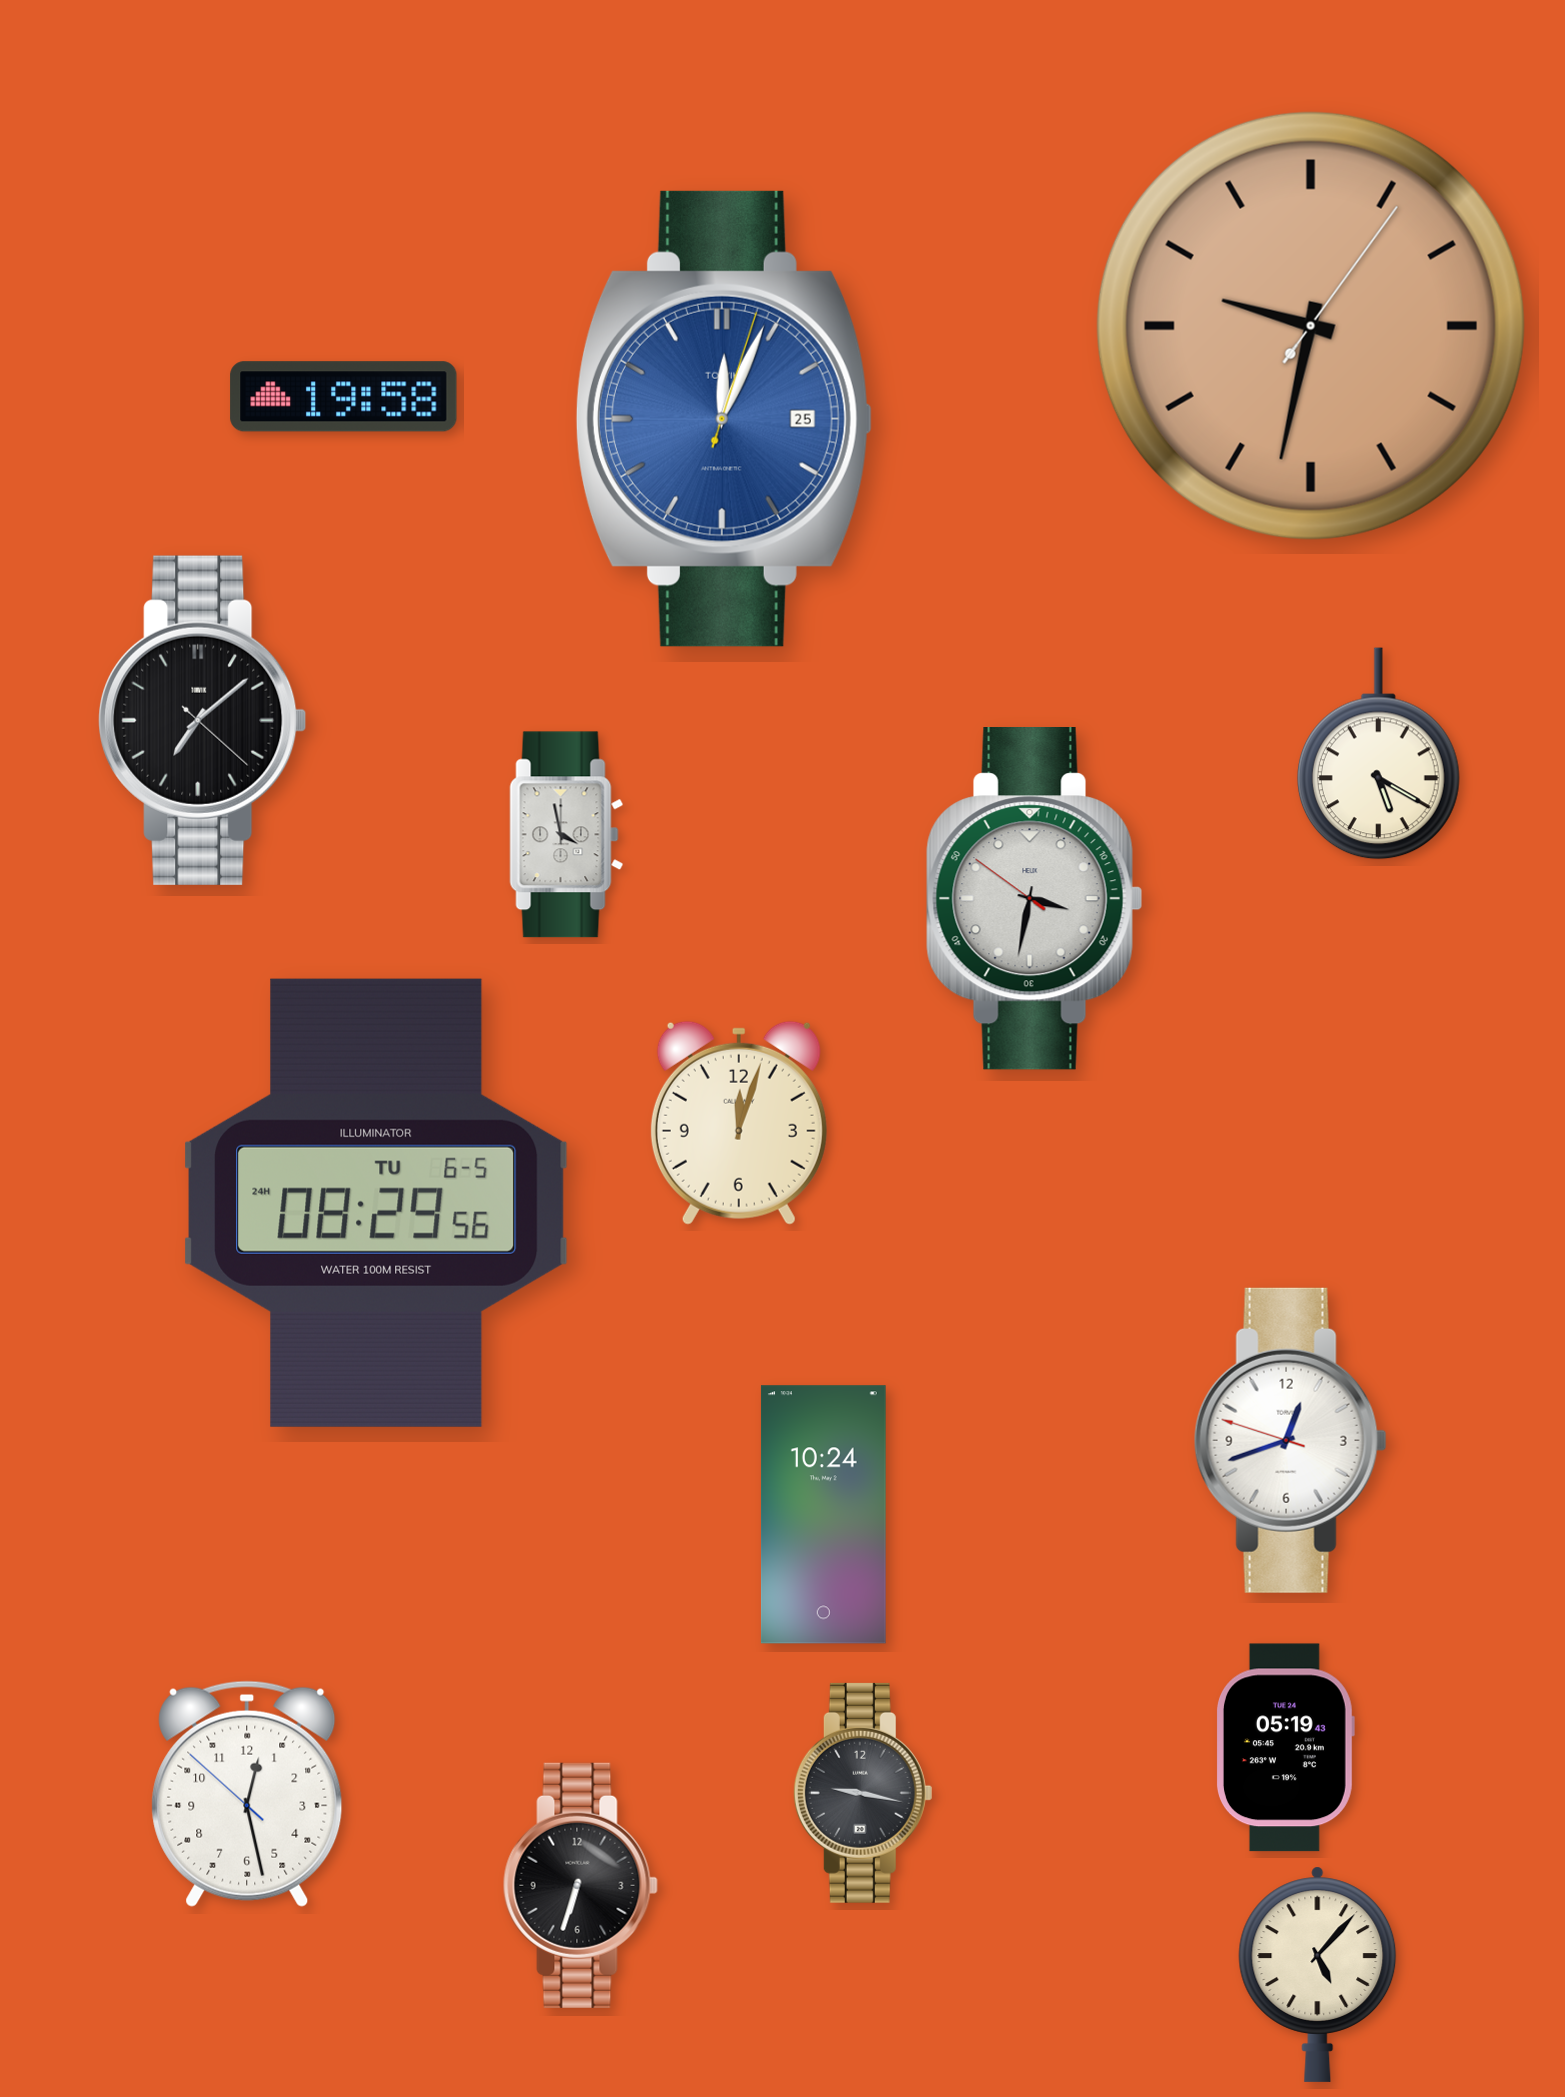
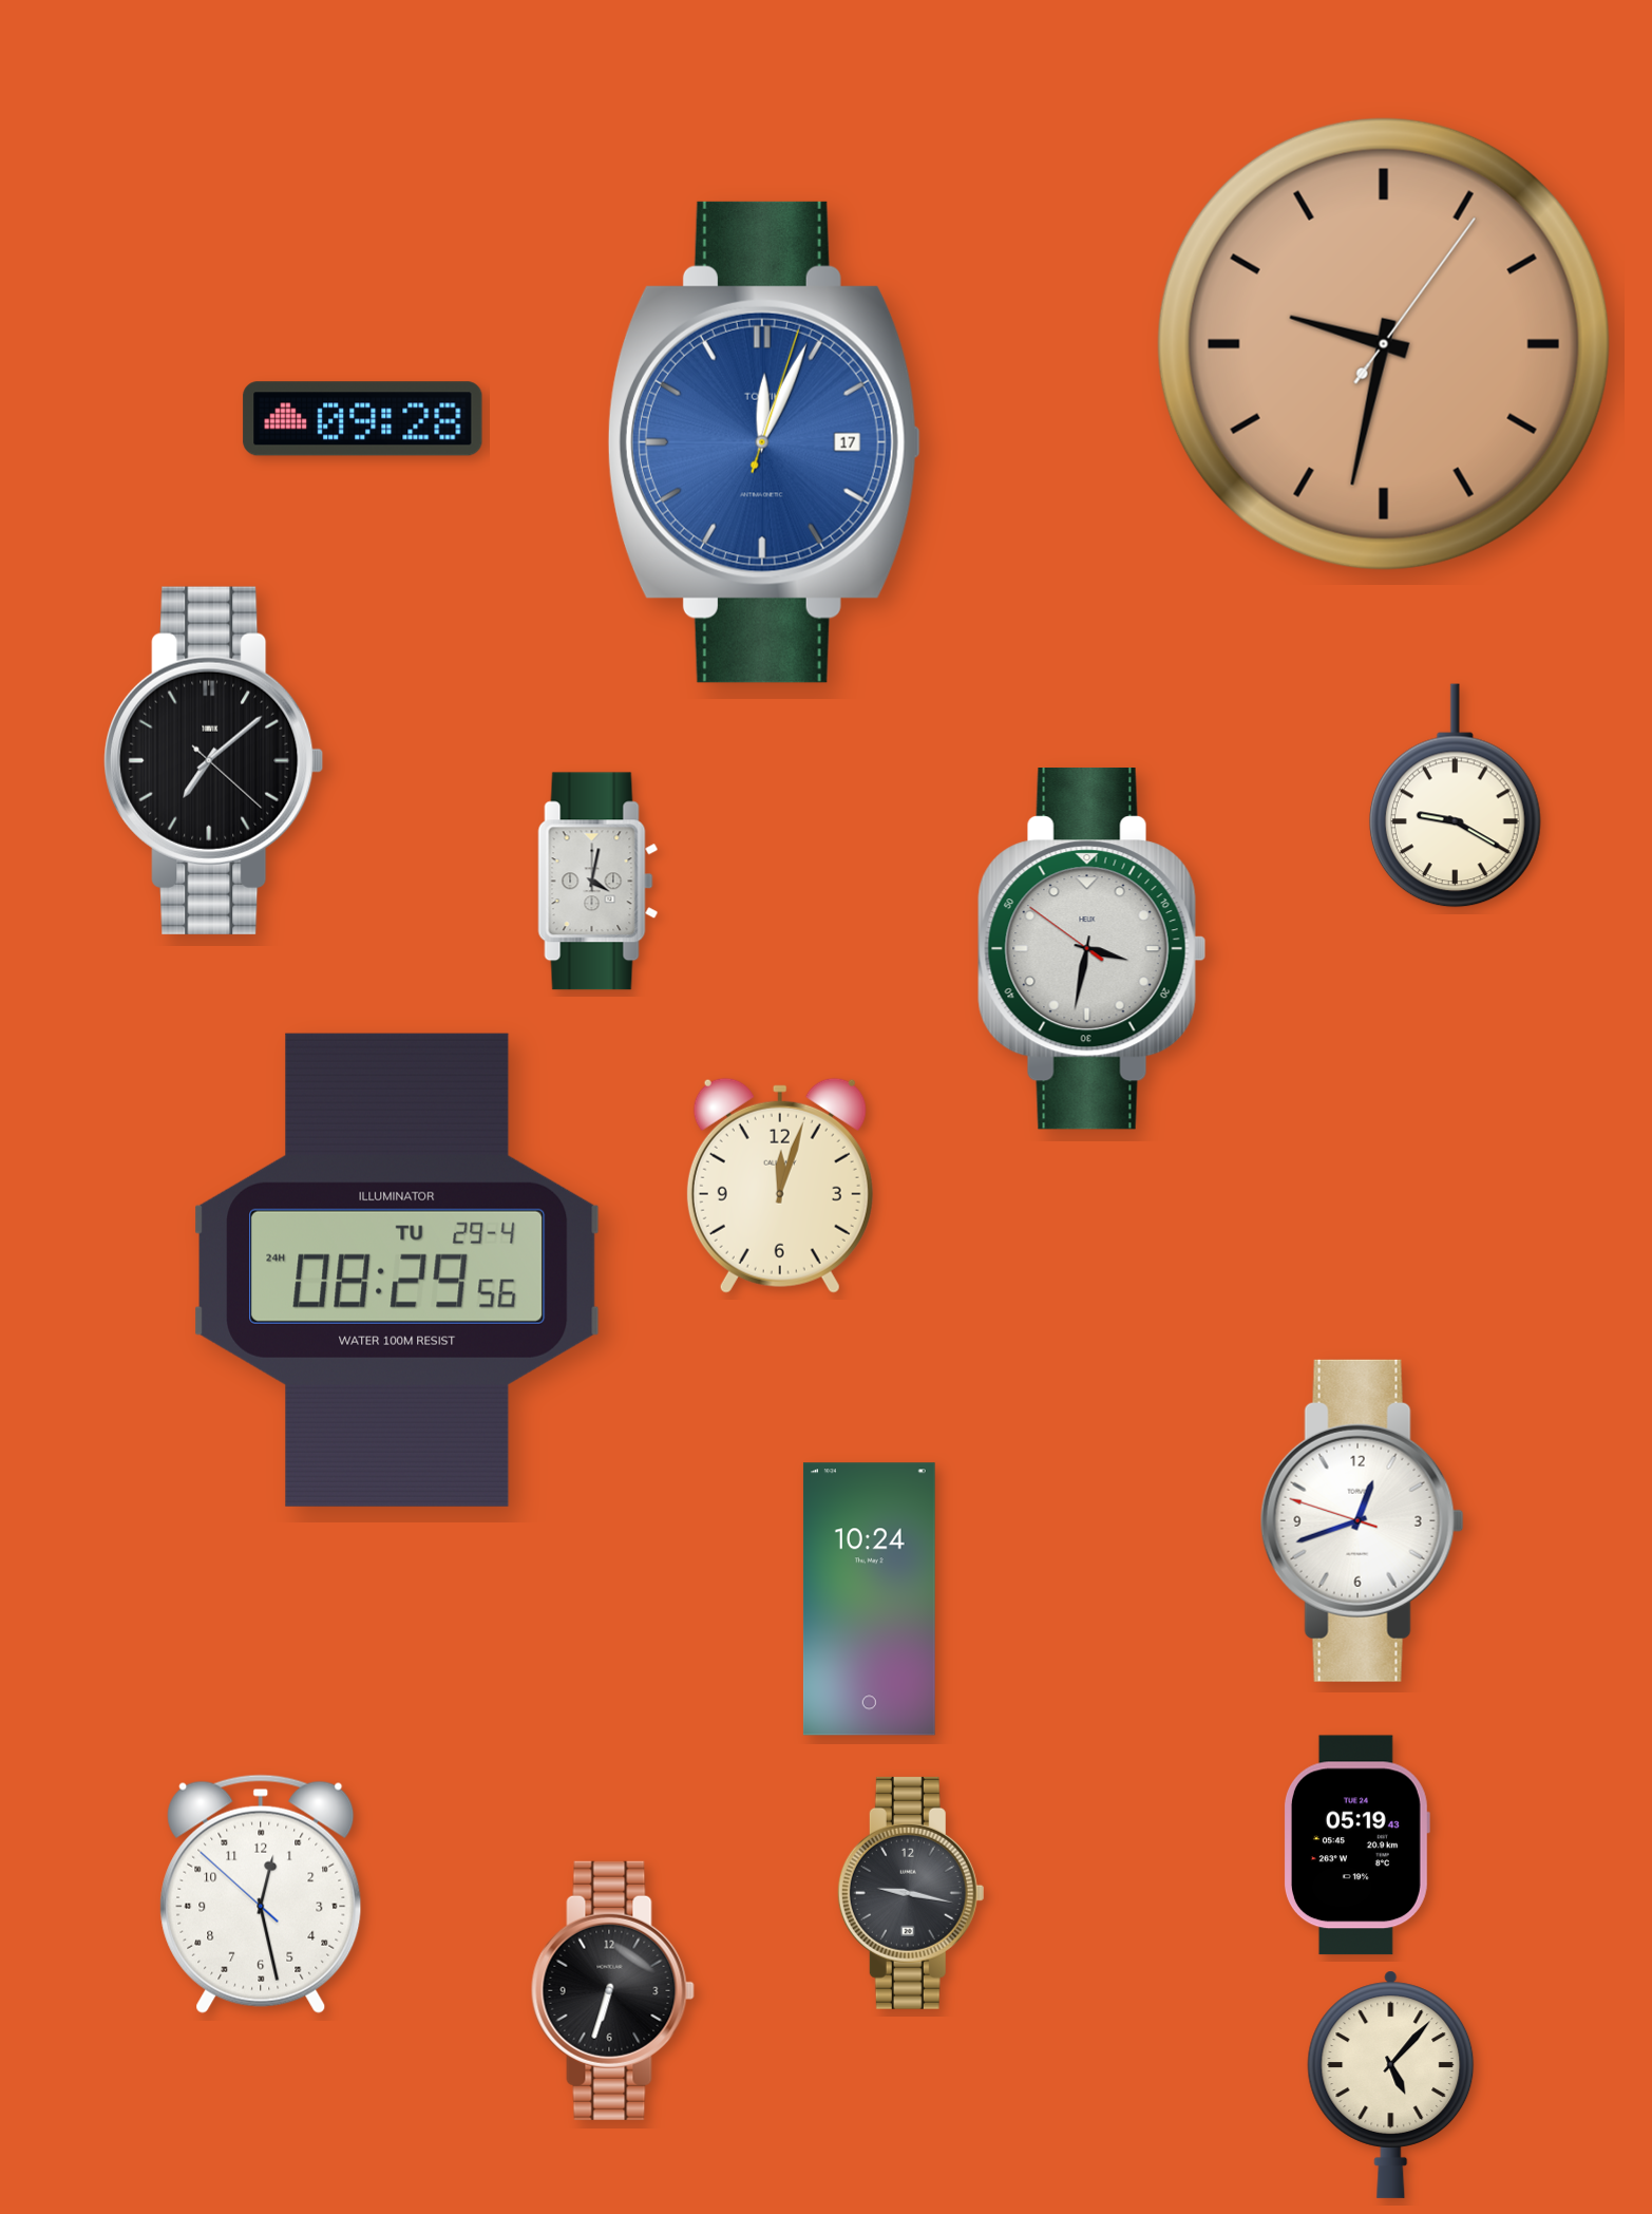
clock at (344, 397): 19:58 -> 09:28
clock at (723, 419) date: 25 -> 17
clock at (1378, 754): 5:20 -> 9:20
clock at (567, 835): 3:58 -> 4:02
clock at (376, 1203) date: TU 6-5 -> TU 29-4
